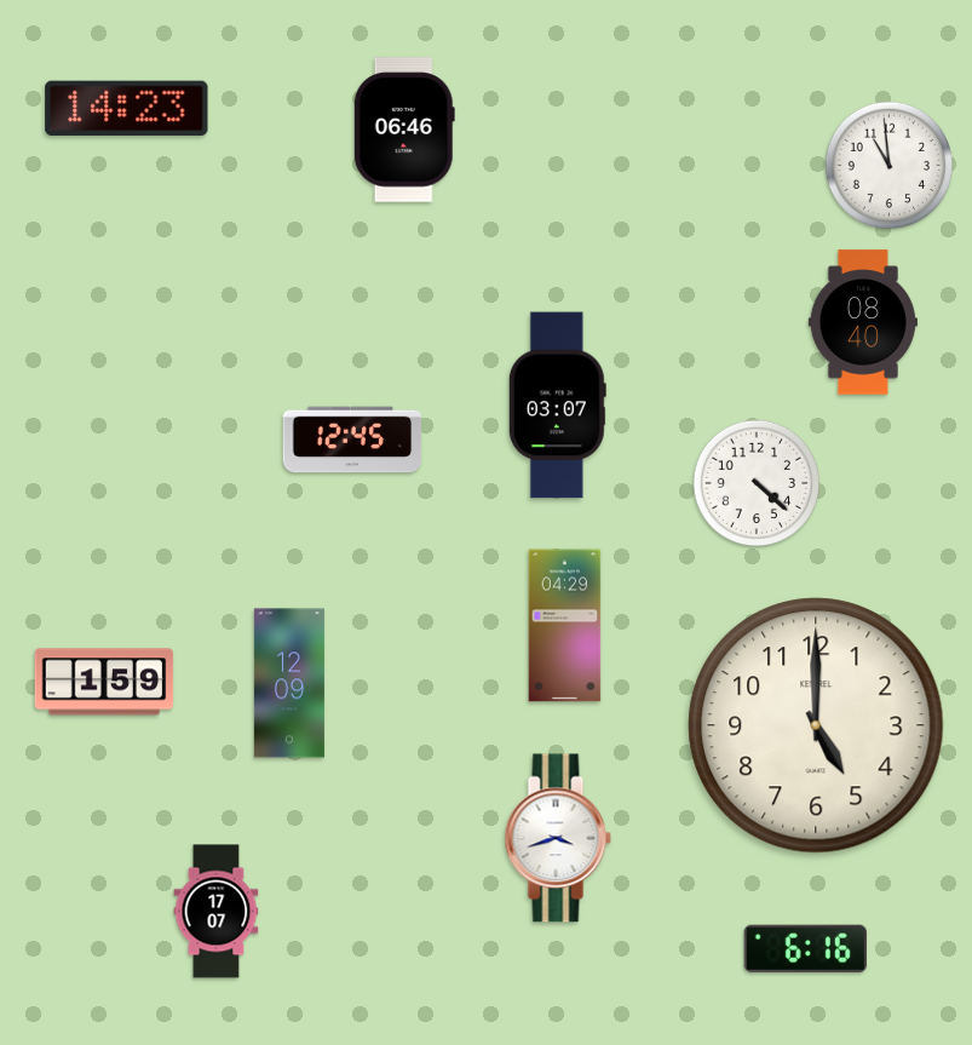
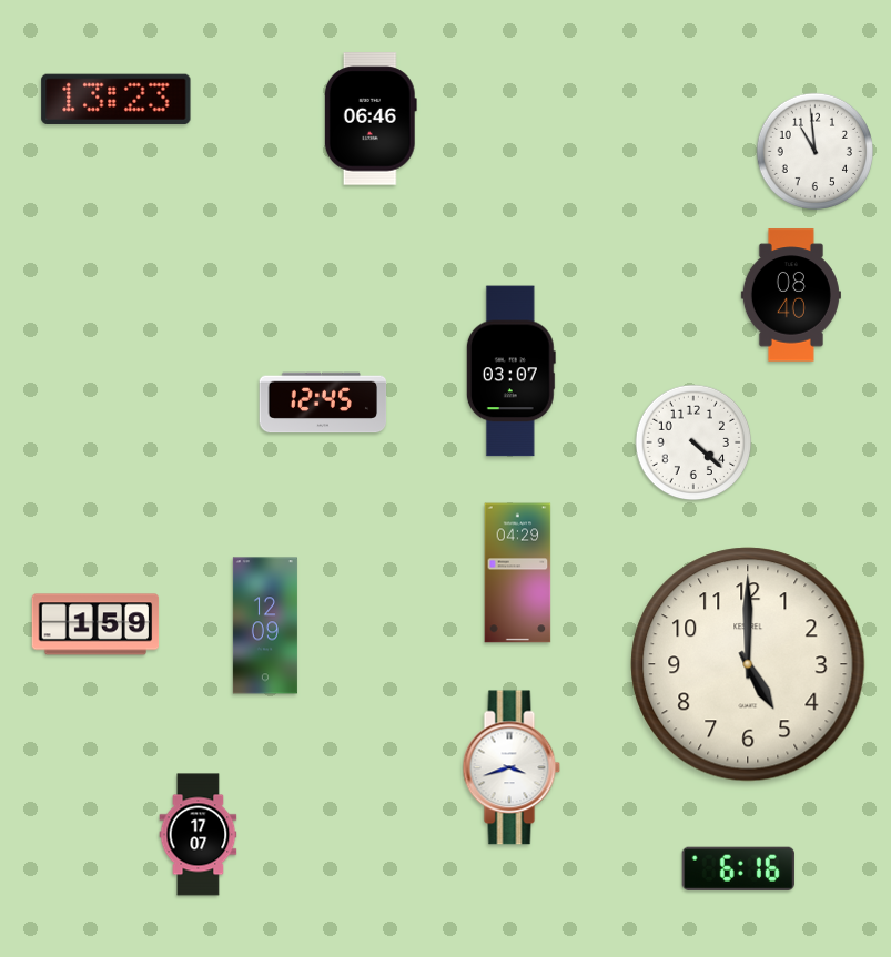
clock at (127, 108): 14:23 -> 13:23
